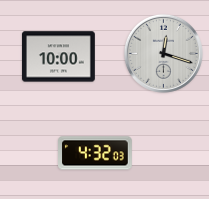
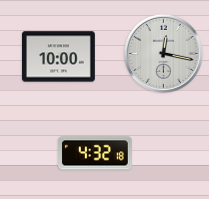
clock at (163, 53): 12:18 -> 12:17
clock at (96, 153): 4:32:03 -> 4:32:18
